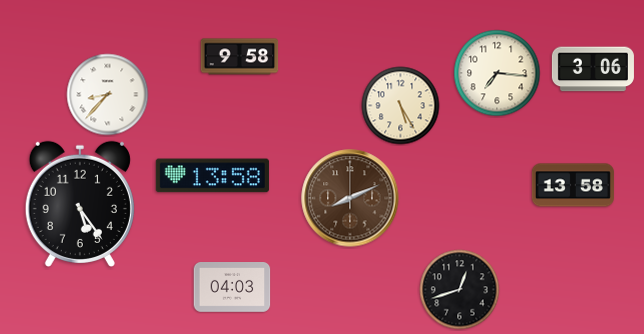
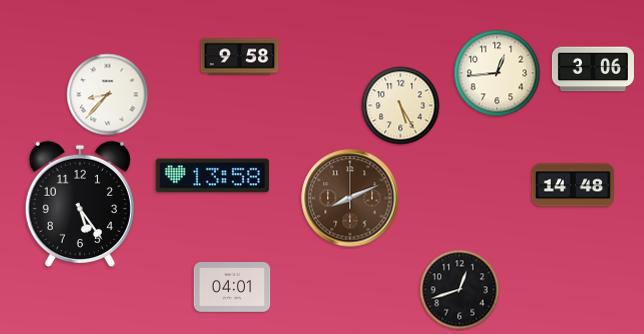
clock at (497, 73): 7:16 -> 12:44
clock at (573, 185): 13:58 -> 14:48
clock at (232, 288): 04:03 -> 04:01
